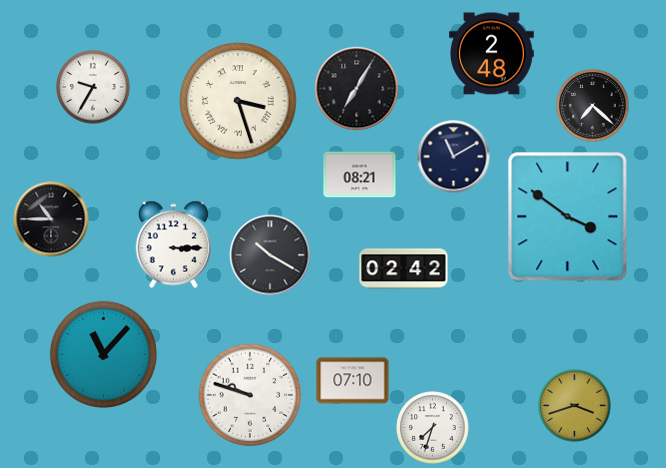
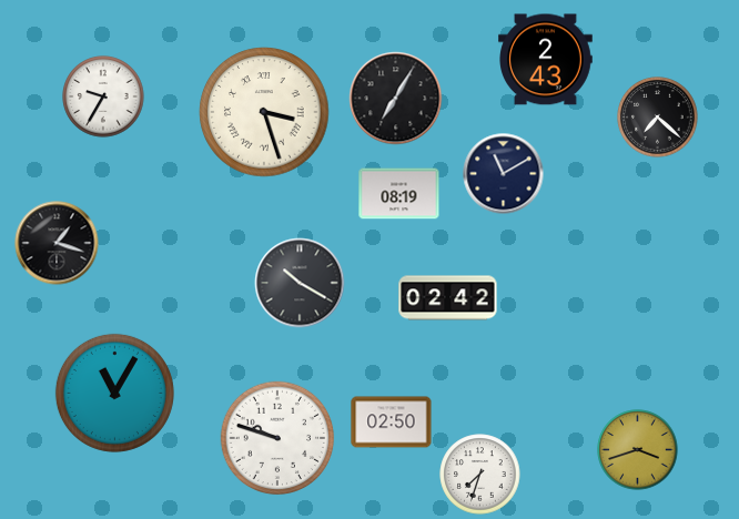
clock at (492, 54): 2:48 -> 2:43
clock at (360, 175): 08:21 -> 08:19
clock at (568, 217): 3:51 -> none
clock at (51, 219): 10:45 -> 1:18
clock at (174, 245): 3:15 -> none
clock at (103, 354): 11:07 -> 11:05
clock at (353, 381): 07:10 -> 02:50
